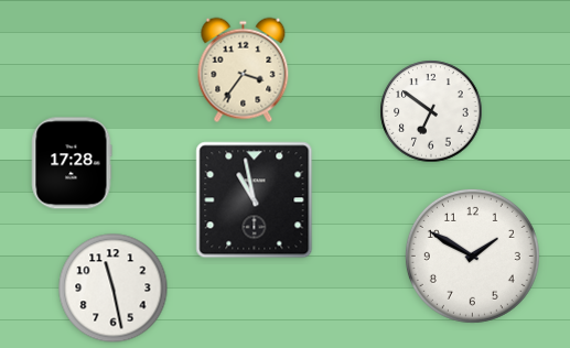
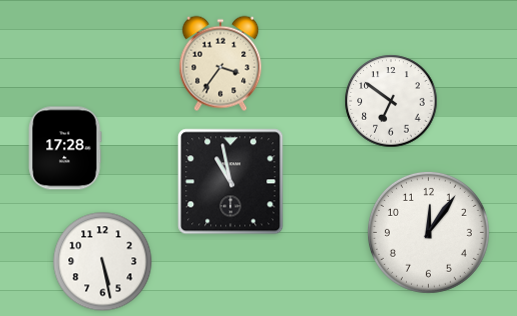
clock at (472, 255): 1:50 -> 12:06
clock at (114, 289): 11:28 -> 5:28
